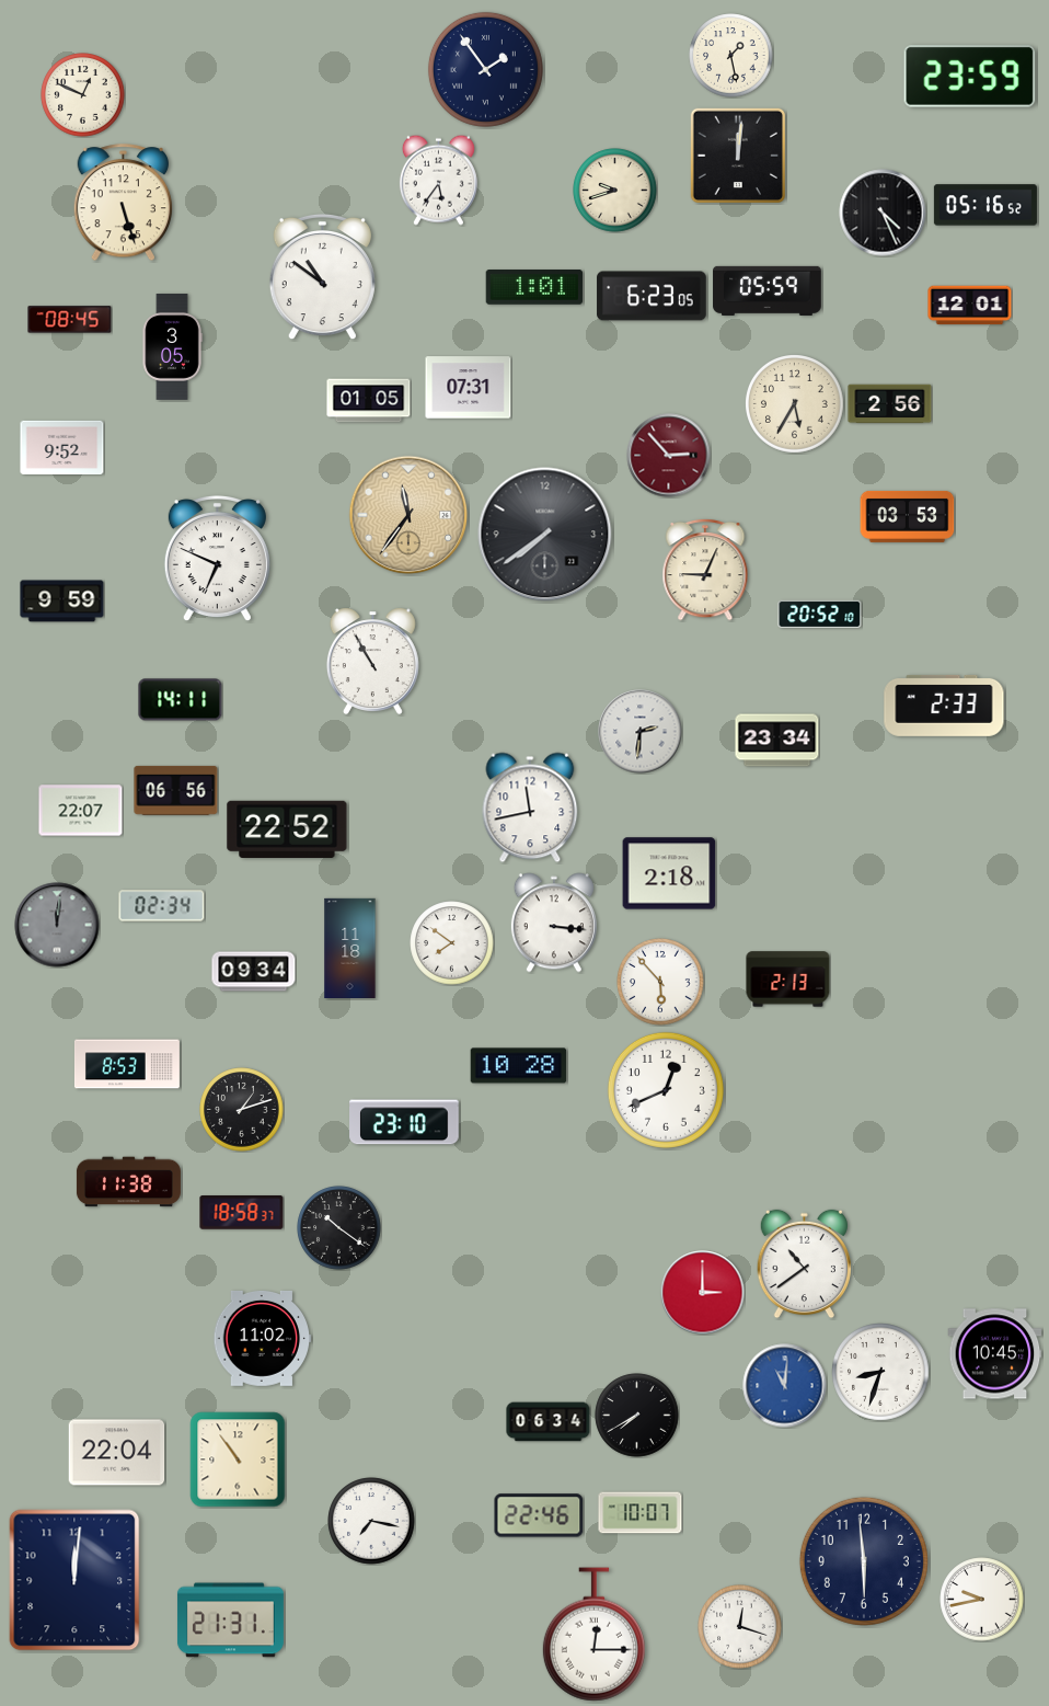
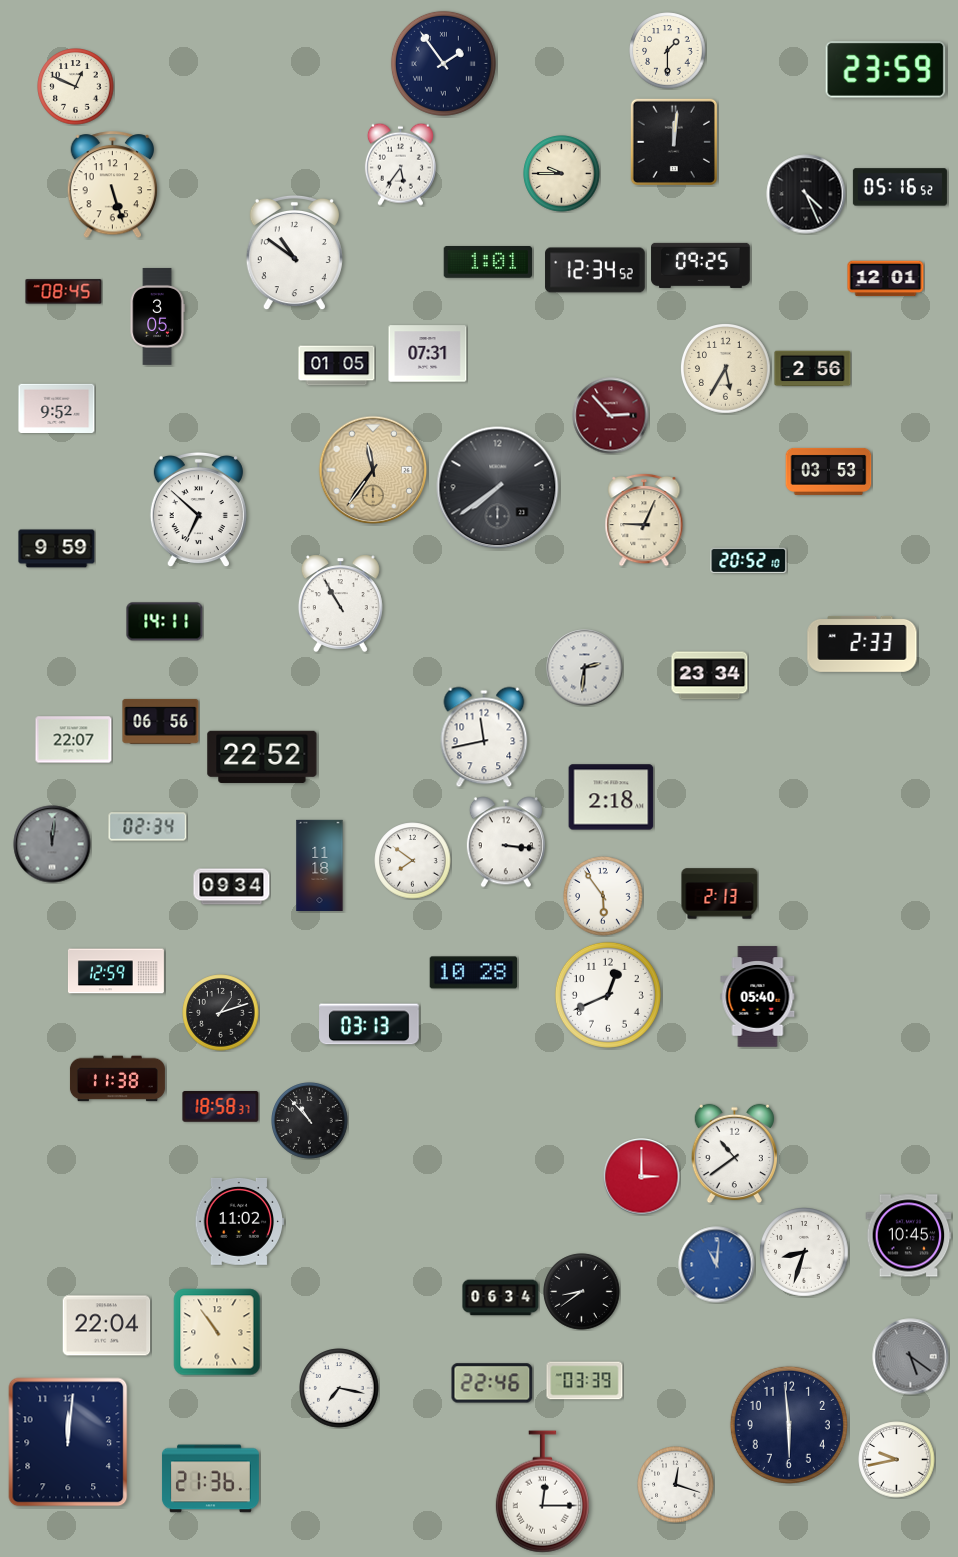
clock at (731, 56): 1:28 -> 1:30
clock at (615, 191): 9:42 -> 9:45
clock at (768, 290): 05:59 -> 09:25
clock at (652, 296): 6:23 -> 12:34
clock at (217, 559): 6:49 -> 6:52
clock at (181, 700) position: (181, 700) -> (165, 622)
clock at (660, 982): 5:53 -> 5:54
clock at (127, 1064): 8:53 -> 12:59
clock at (758, 997): none -> 05:40
clock at (404, 1122): 23:10 -> 03:13
clock at (339, 1228): 10:21 -> 10:53
clock at (703, 1293) position: (703, 1293) -> (642, 1177)
clock at (637, 1416): 7:40 -> 8:39
clock at (911, 1357): none -> 5:21
clock at (641, 1513): 10:07 -> 03:39
clock at (230, 1621): 21:31 -> 21:36
